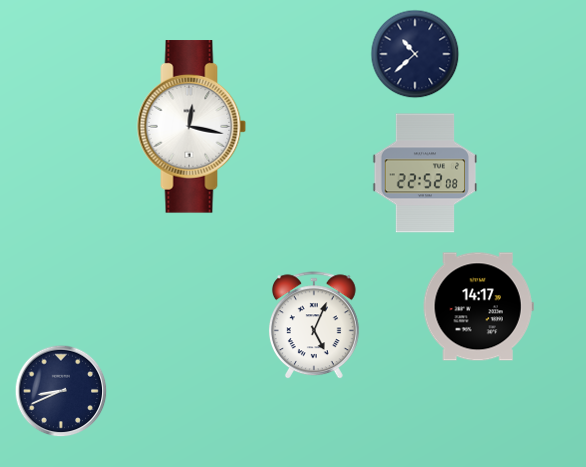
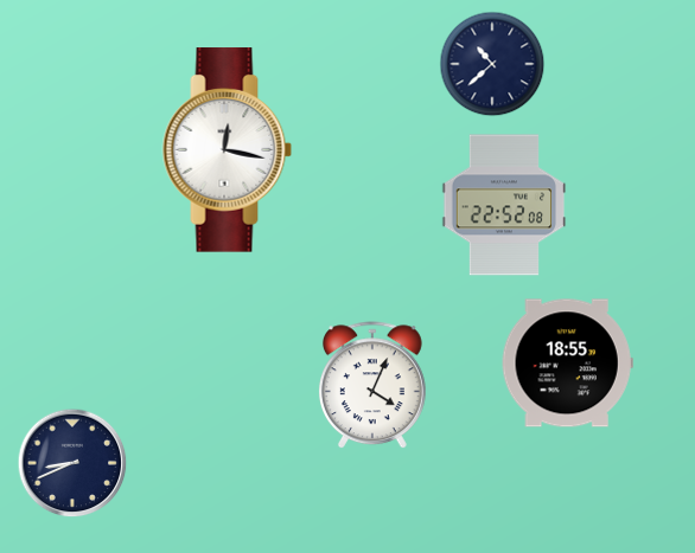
clock at (478, 307): 14:17 -> 18:55
clock at (314, 326): 5:04 -> 4:04
